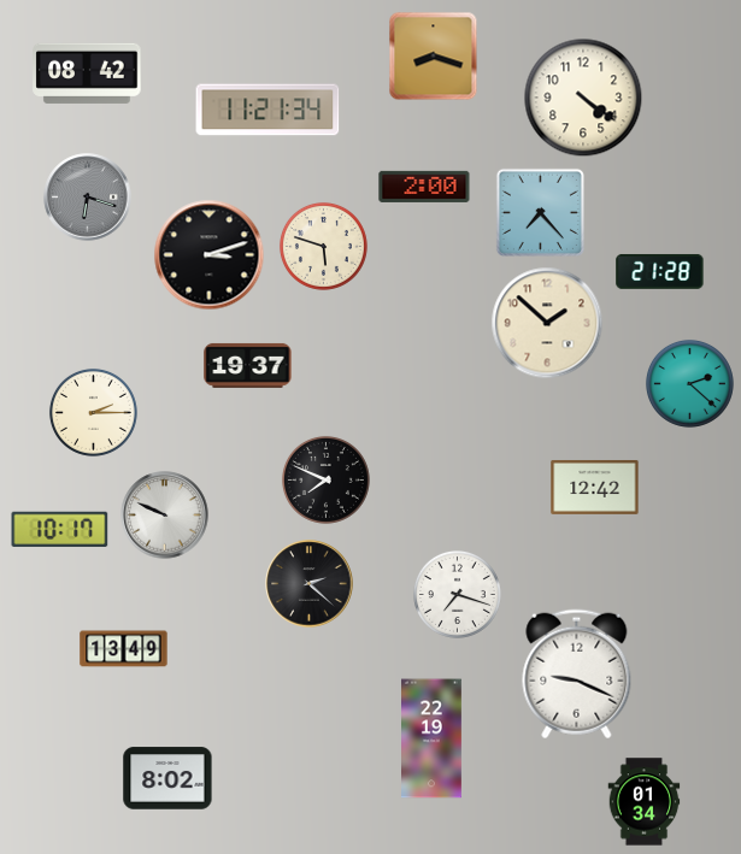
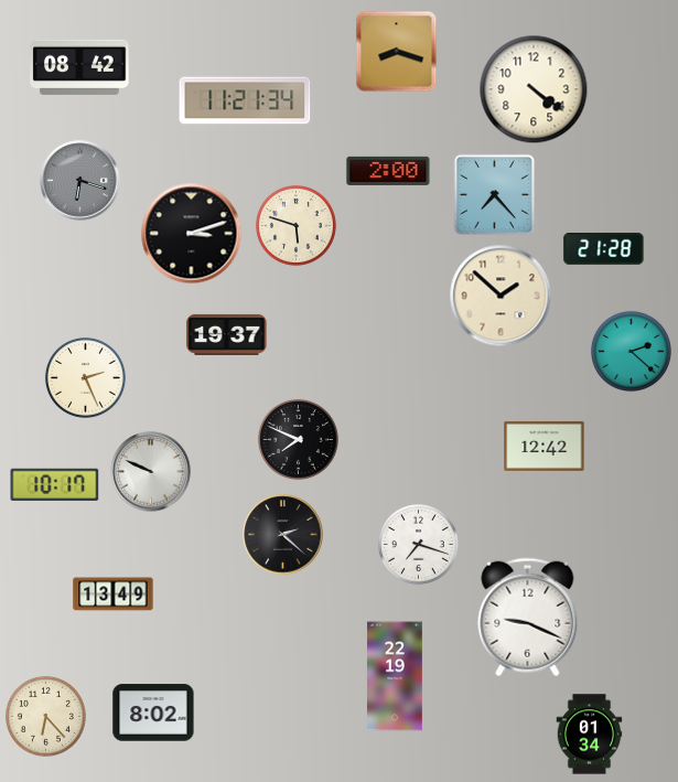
clock at (93, 412): 2:15 -> 2:26
clock at (45, 716): none -> 6:23
